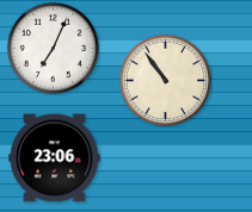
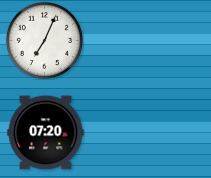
clock at (165, 80): 10:54 -> none
clock at (55, 158): 23:06 -> 07:20
